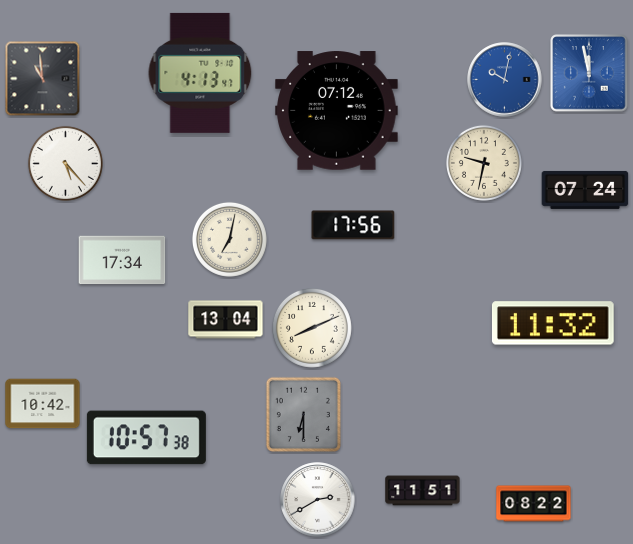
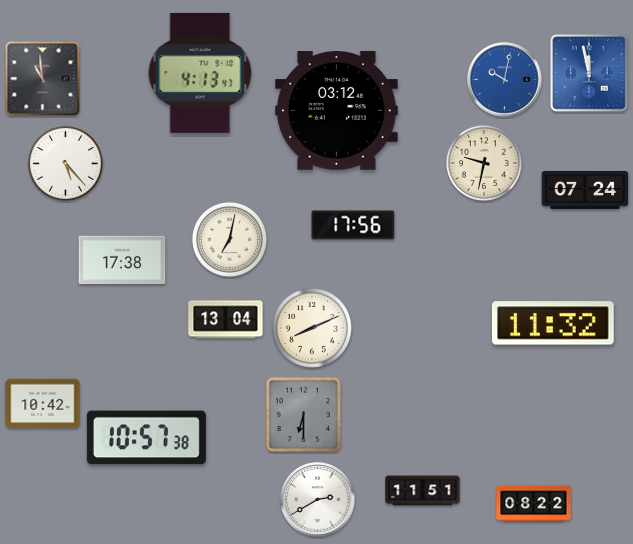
clock at (337, 111): 07:12 -> 03:12
clock at (122, 260): 17:34 -> 17:38
